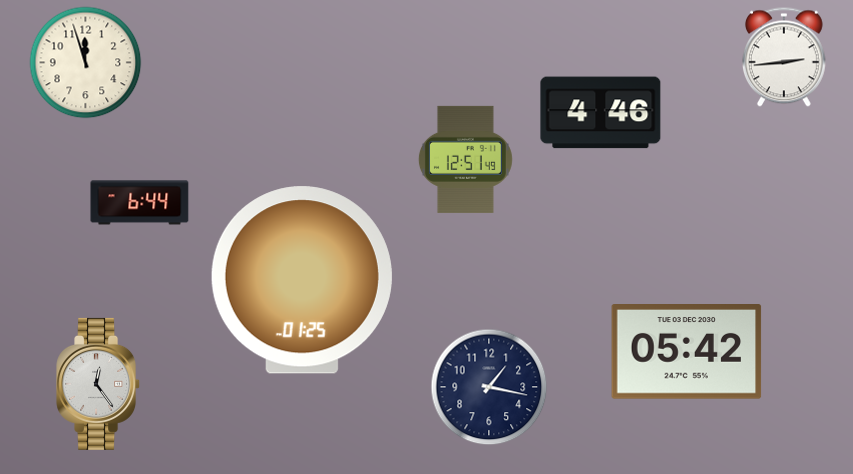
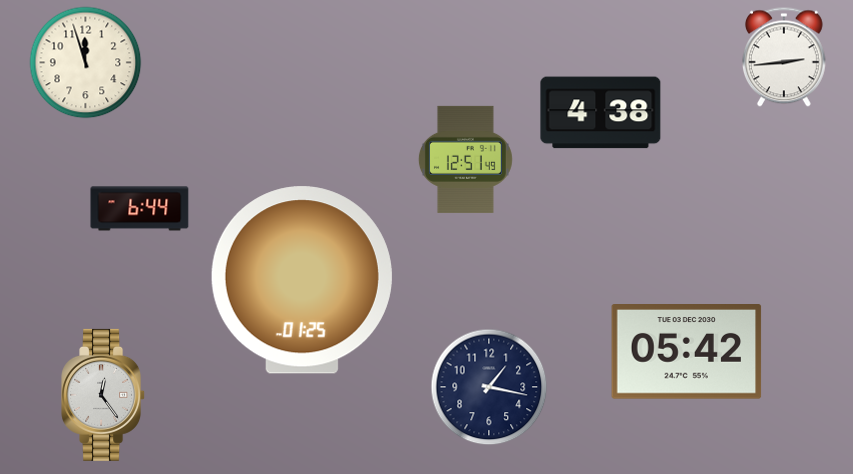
clock at (601, 113): 4:46 -> 4:38
clock at (140, 203) position: (140, 203) -> (140, 209)
clock at (99, 384) position: (99, 384) -> (104, 395)
